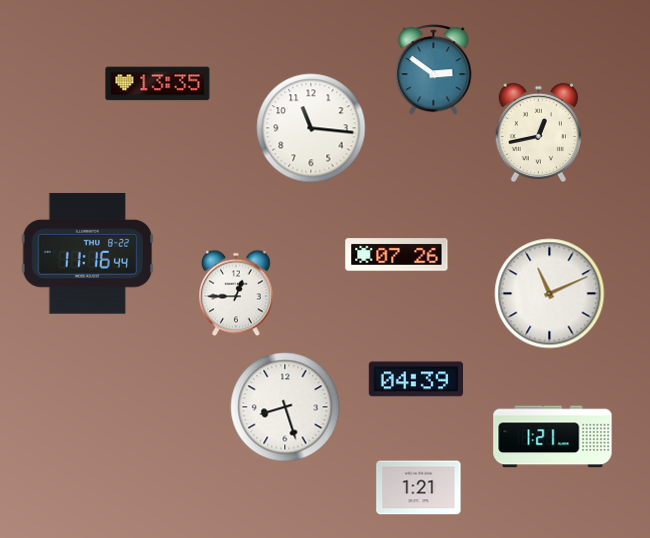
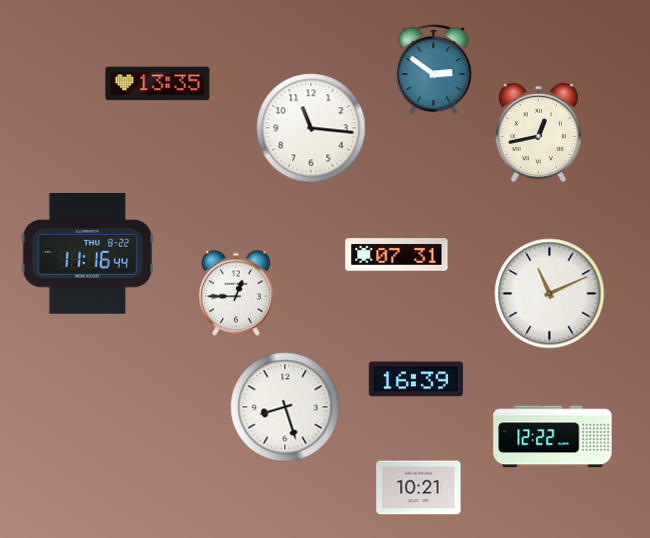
clock at (397, 255): 07:26 -> 07:31
clock at (415, 379): 04:39 -> 16:39
clock at (553, 437): 1:21 -> 12:22
clock at (419, 488): 1:21 -> 10:21
